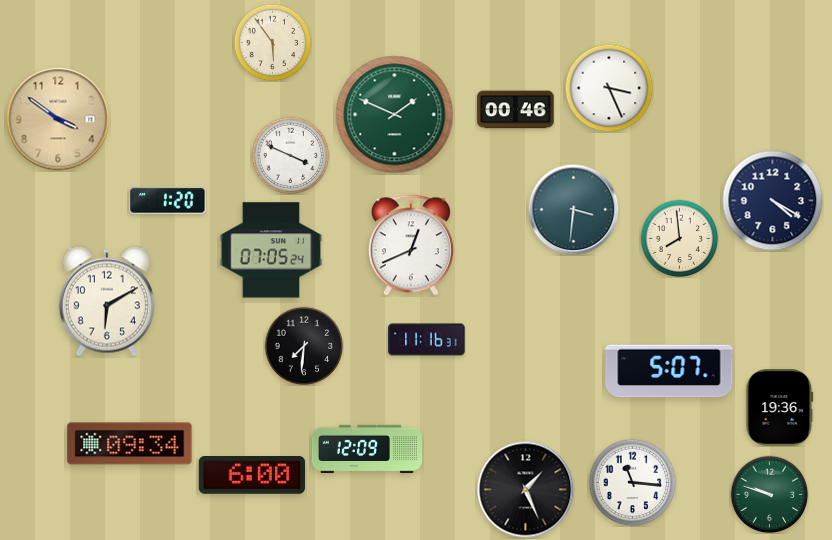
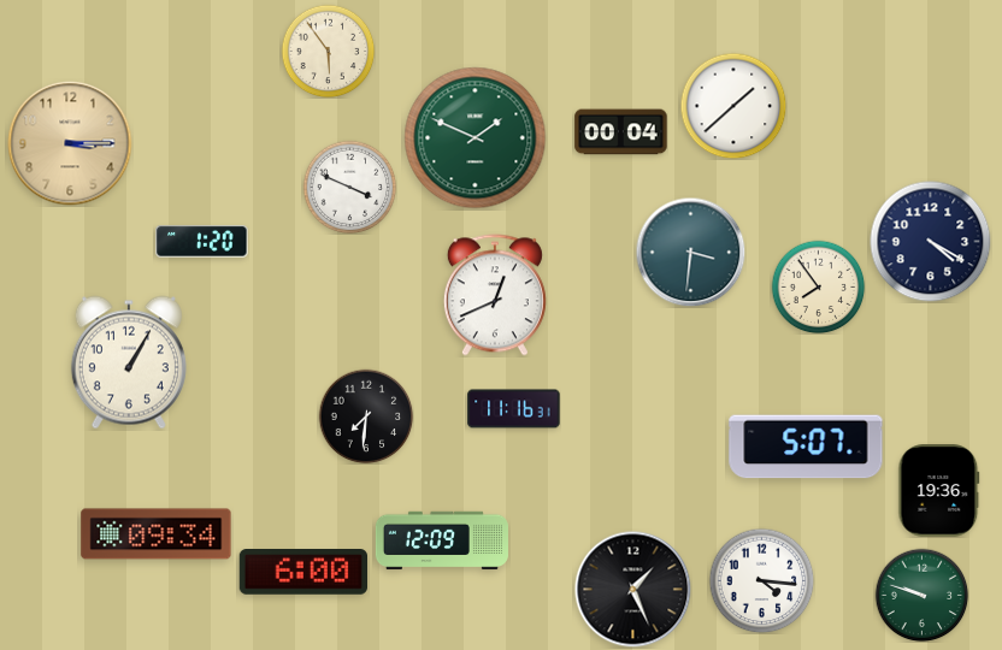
clock at (609, 88): 3:26 -> 1:38
clock at (516, 110): 00:46 -> 00:04
clock at (58, 119): 3:51 -> 3:15
clock at (679, 238): 7:59 -> 7:54
clock at (271, 250): 07:05 -> none
clock at (107, 301): 6:10 -> 1:05
clock at (632, 482): 11:16 -> 4:16
clock at (769, 494) position: (769, 494) -> (921, 595)
